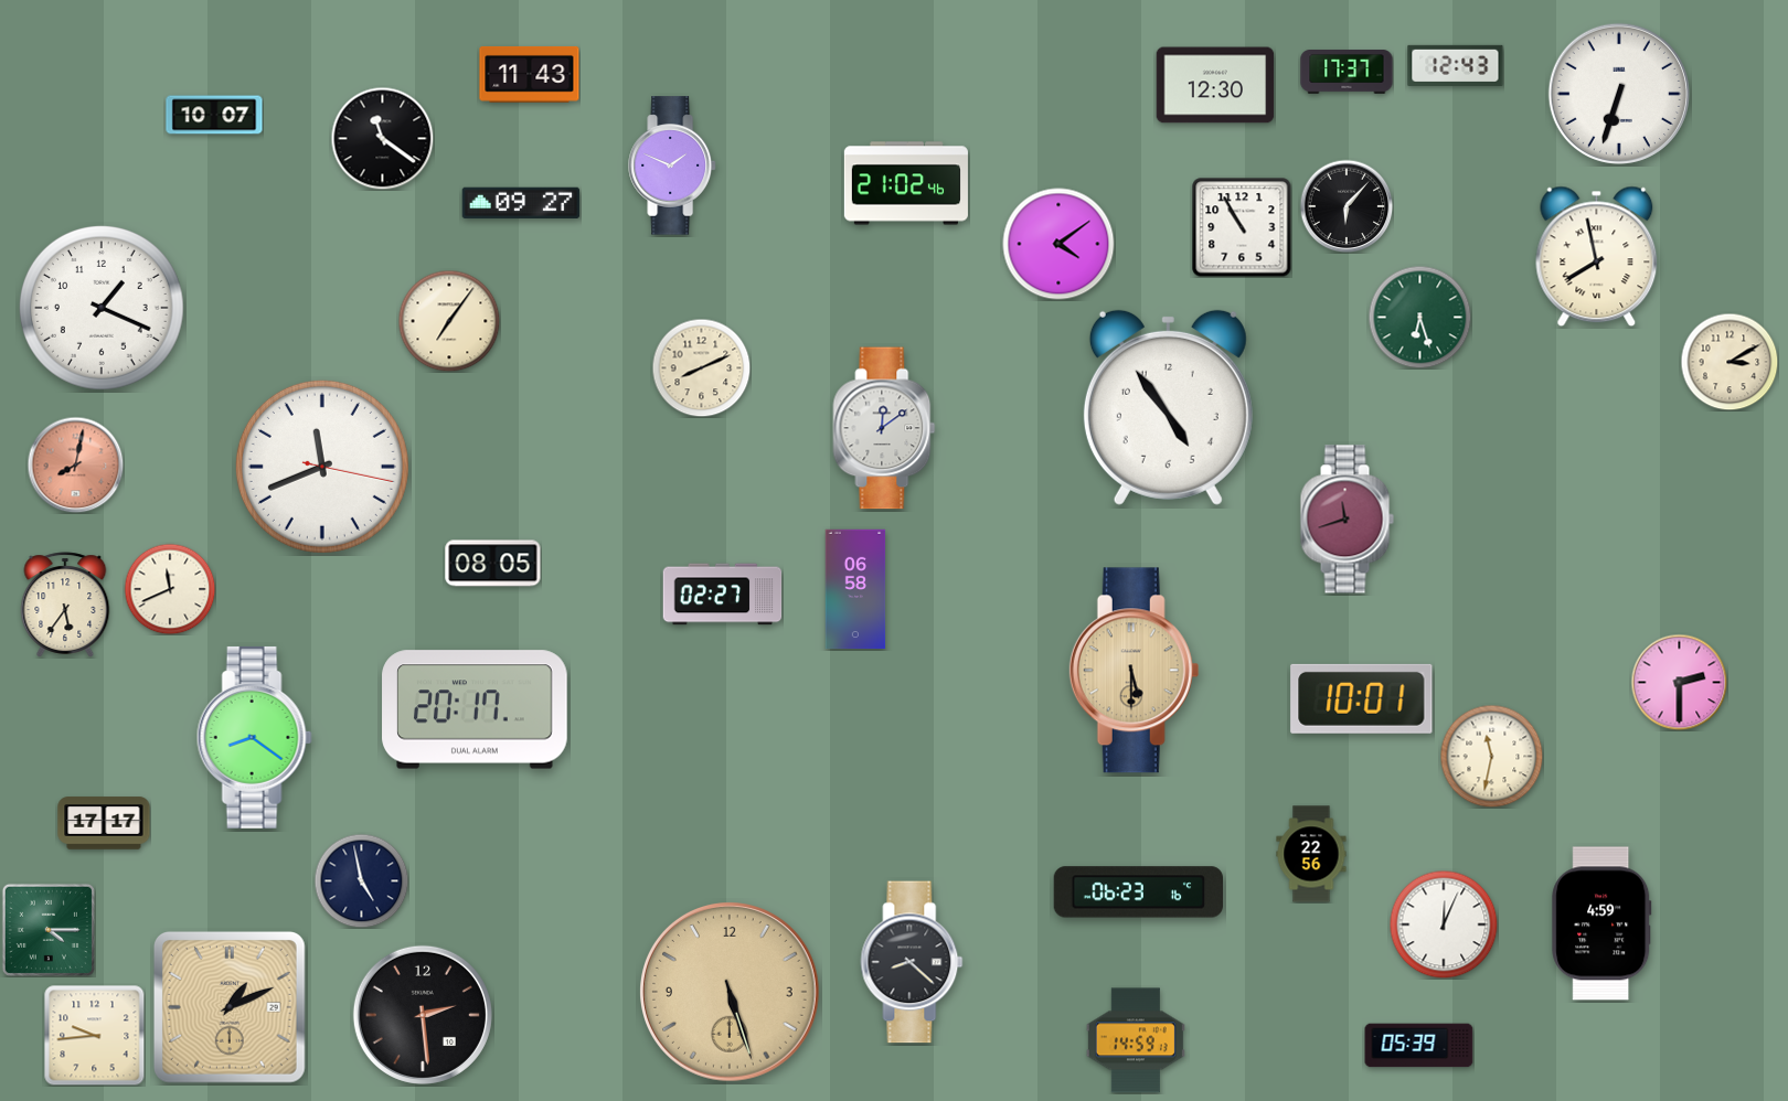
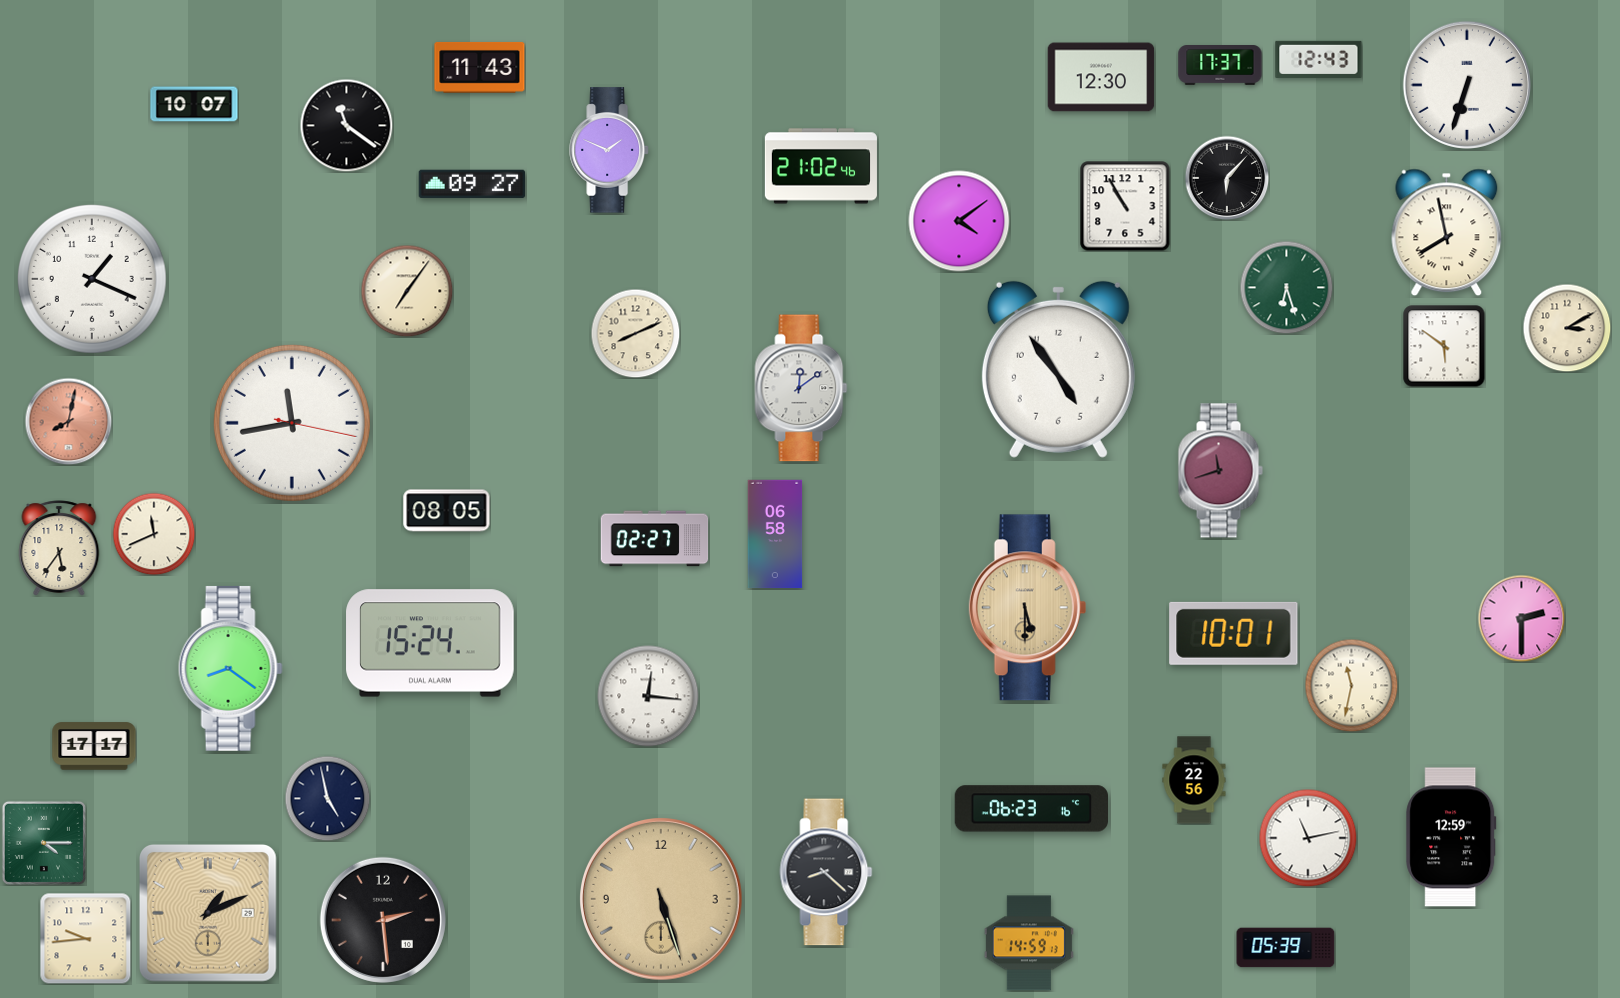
clock at (1347, 206) position: (1347, 206) -> (1227, 178)
clock at (1444, 346): none -> 5:51
clock at (322, 467): 11:41 -> 11:43
clock at (475, 709): 20:17 -> 15:24
clock at (648, 696): none -> 12:16
clock at (1311, 854) position: (1311, 854) -> (1194, 780)
clock at (1601, 923): 4:59 -> 12:59
clock at (1444, 924): 12:04 -> 11:13
